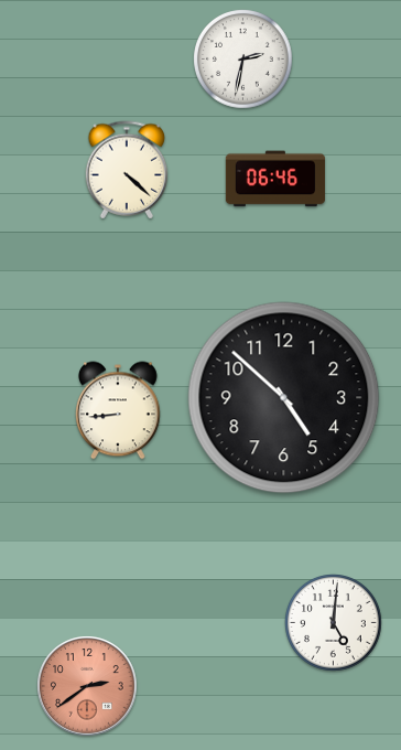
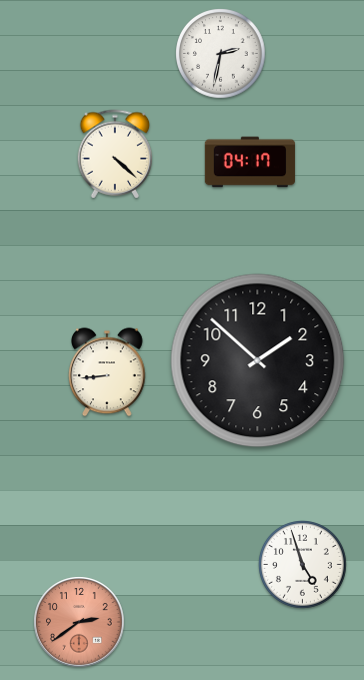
clock at (275, 179): 06:46 -> 04:17
clock at (284, 398): 4:52 -> 1:52
clock at (334, 623): 5:01 -> 4:57
